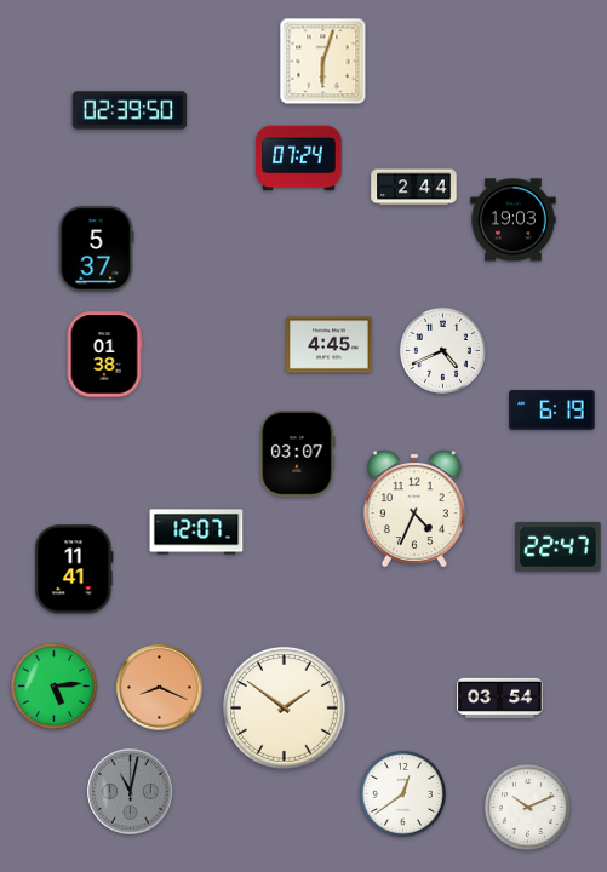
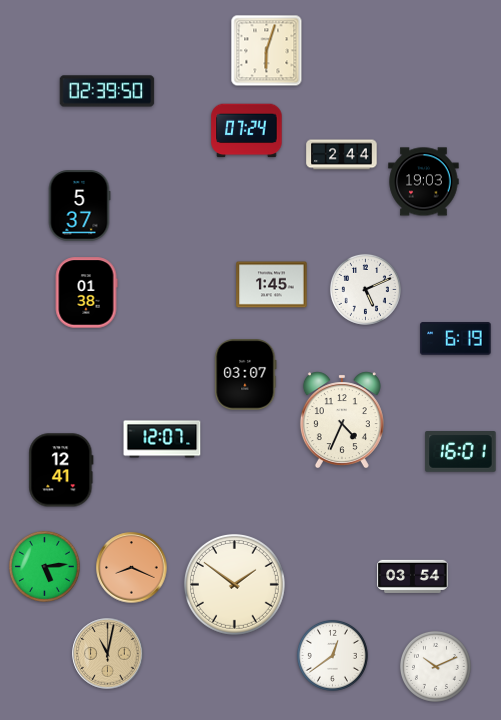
clock at (330, 345): 4:45 -> 1:45
clock at (442, 350): 4:41 -> 5:11
clock at (559, 547): 22:47 -> 16:01
clock at (74, 569): 11:41 -> 12:41
clock at (131, 792) dial: grey -> champagne
